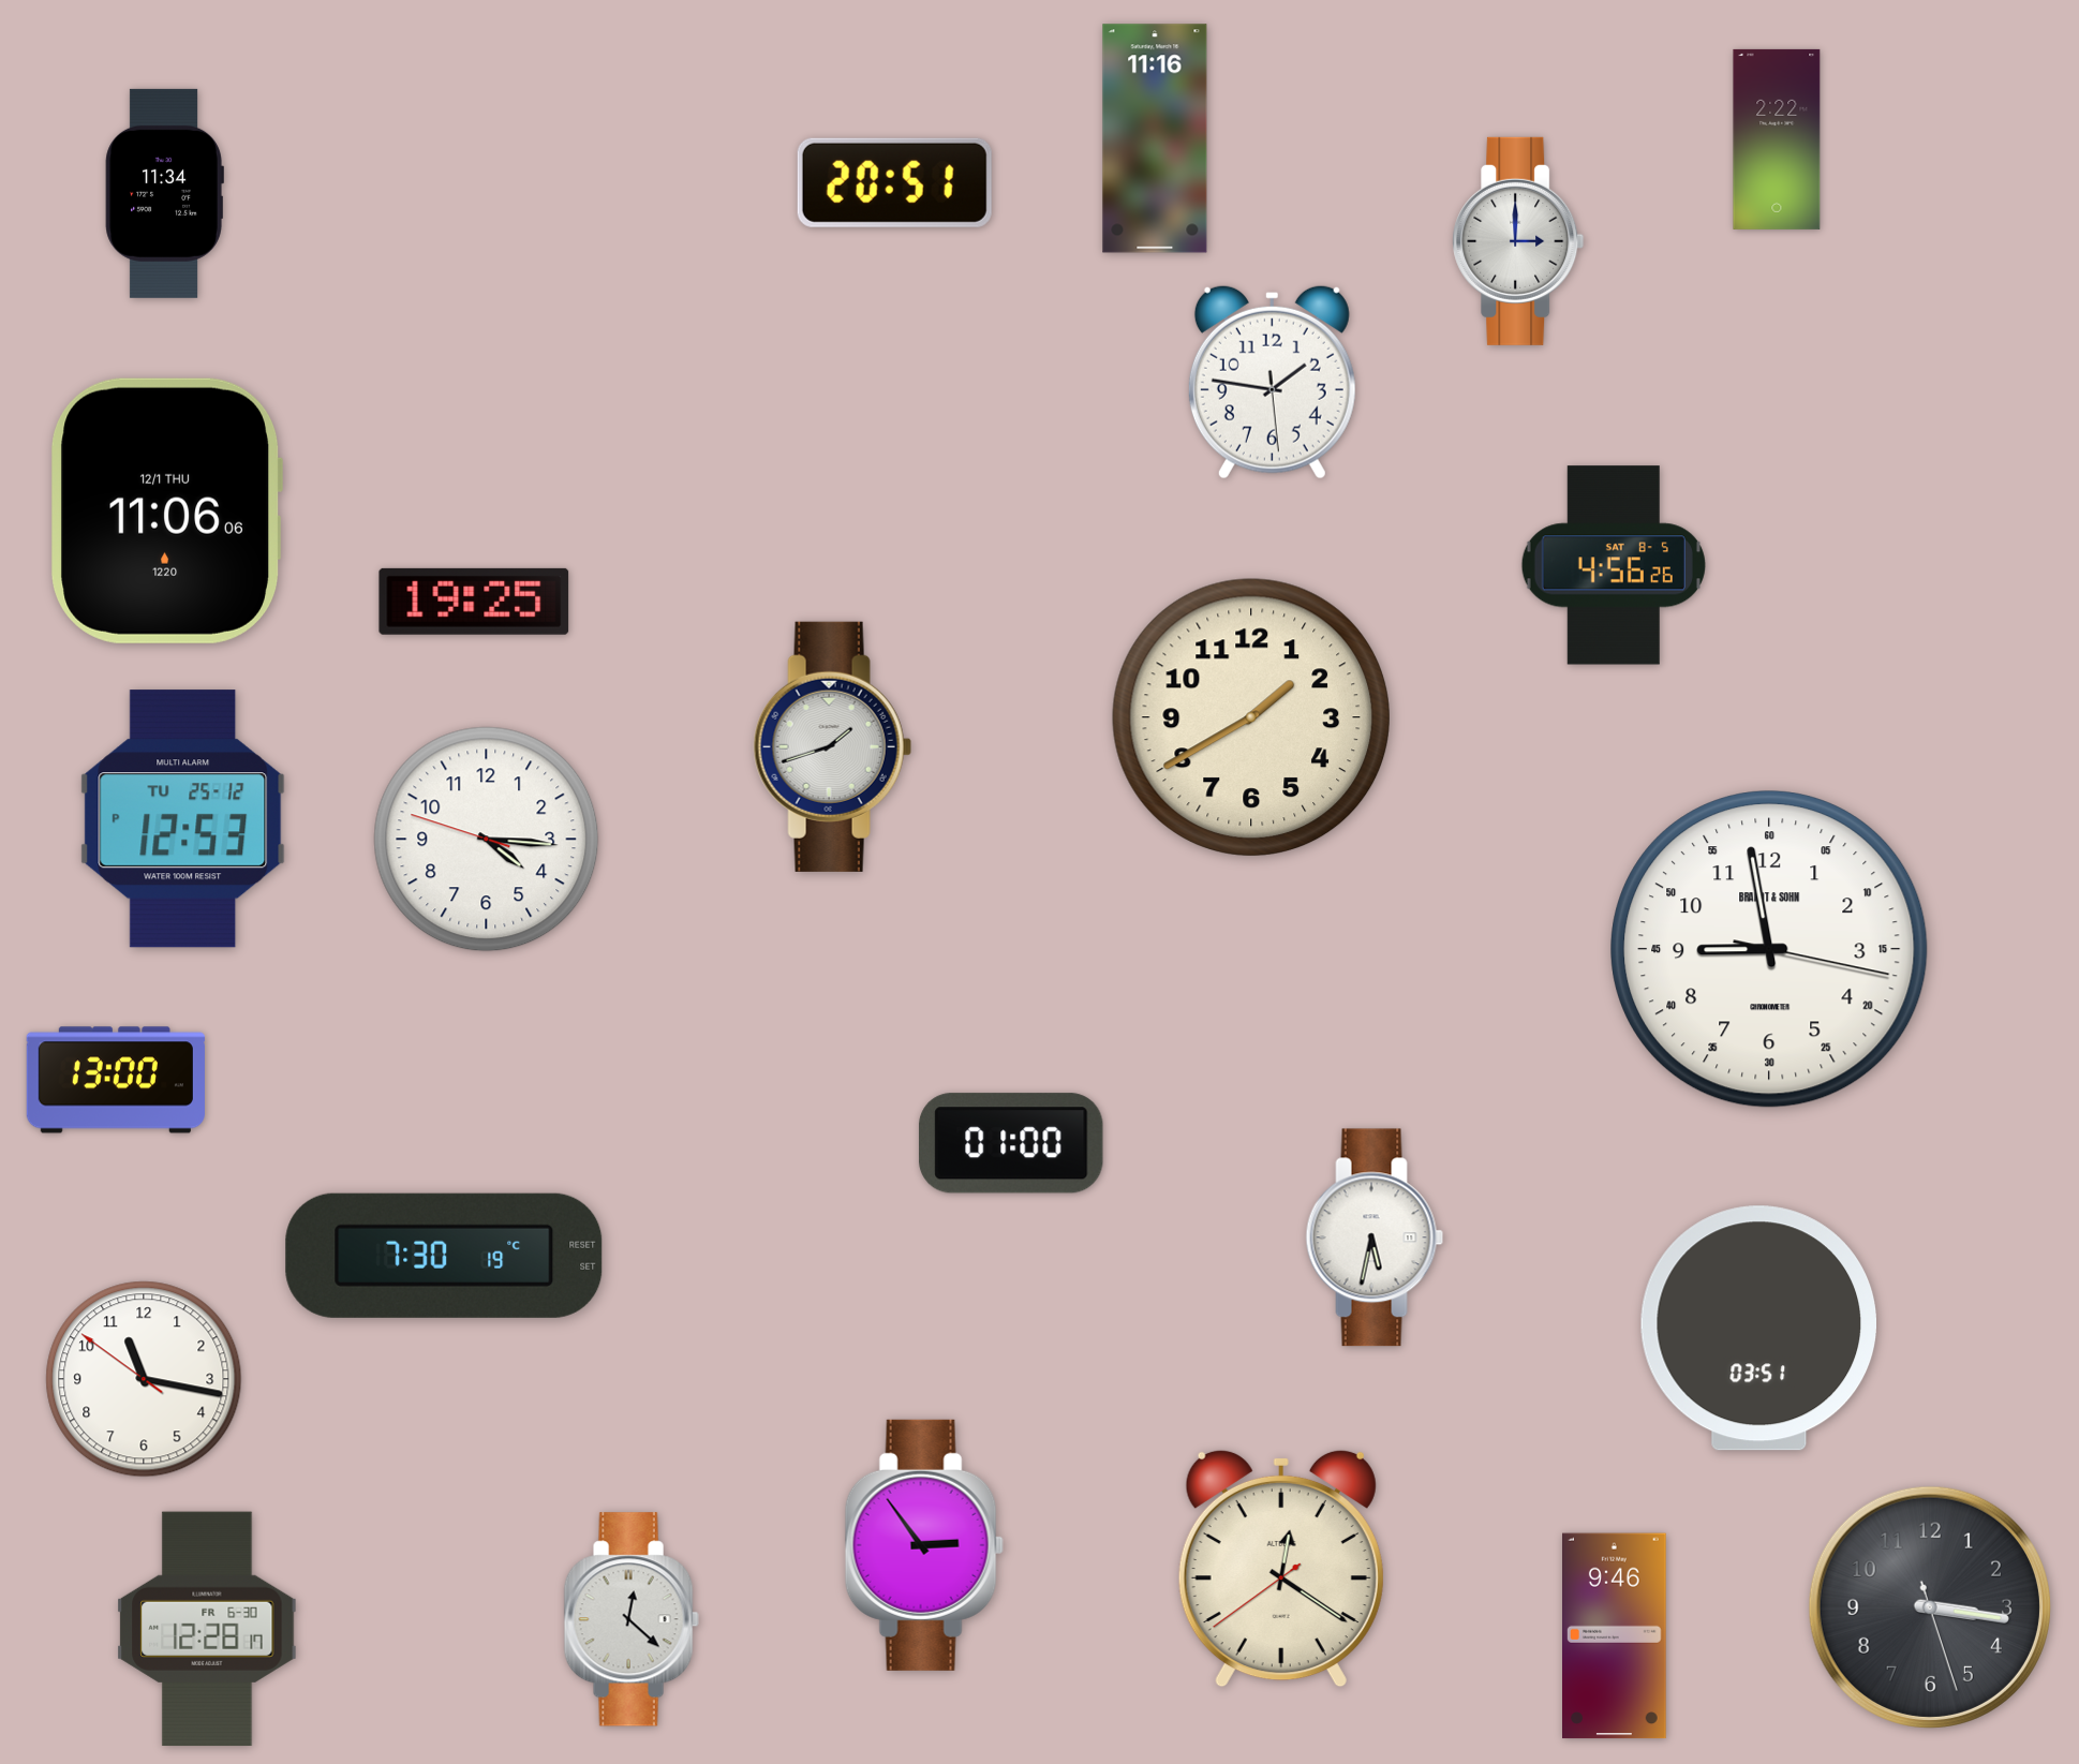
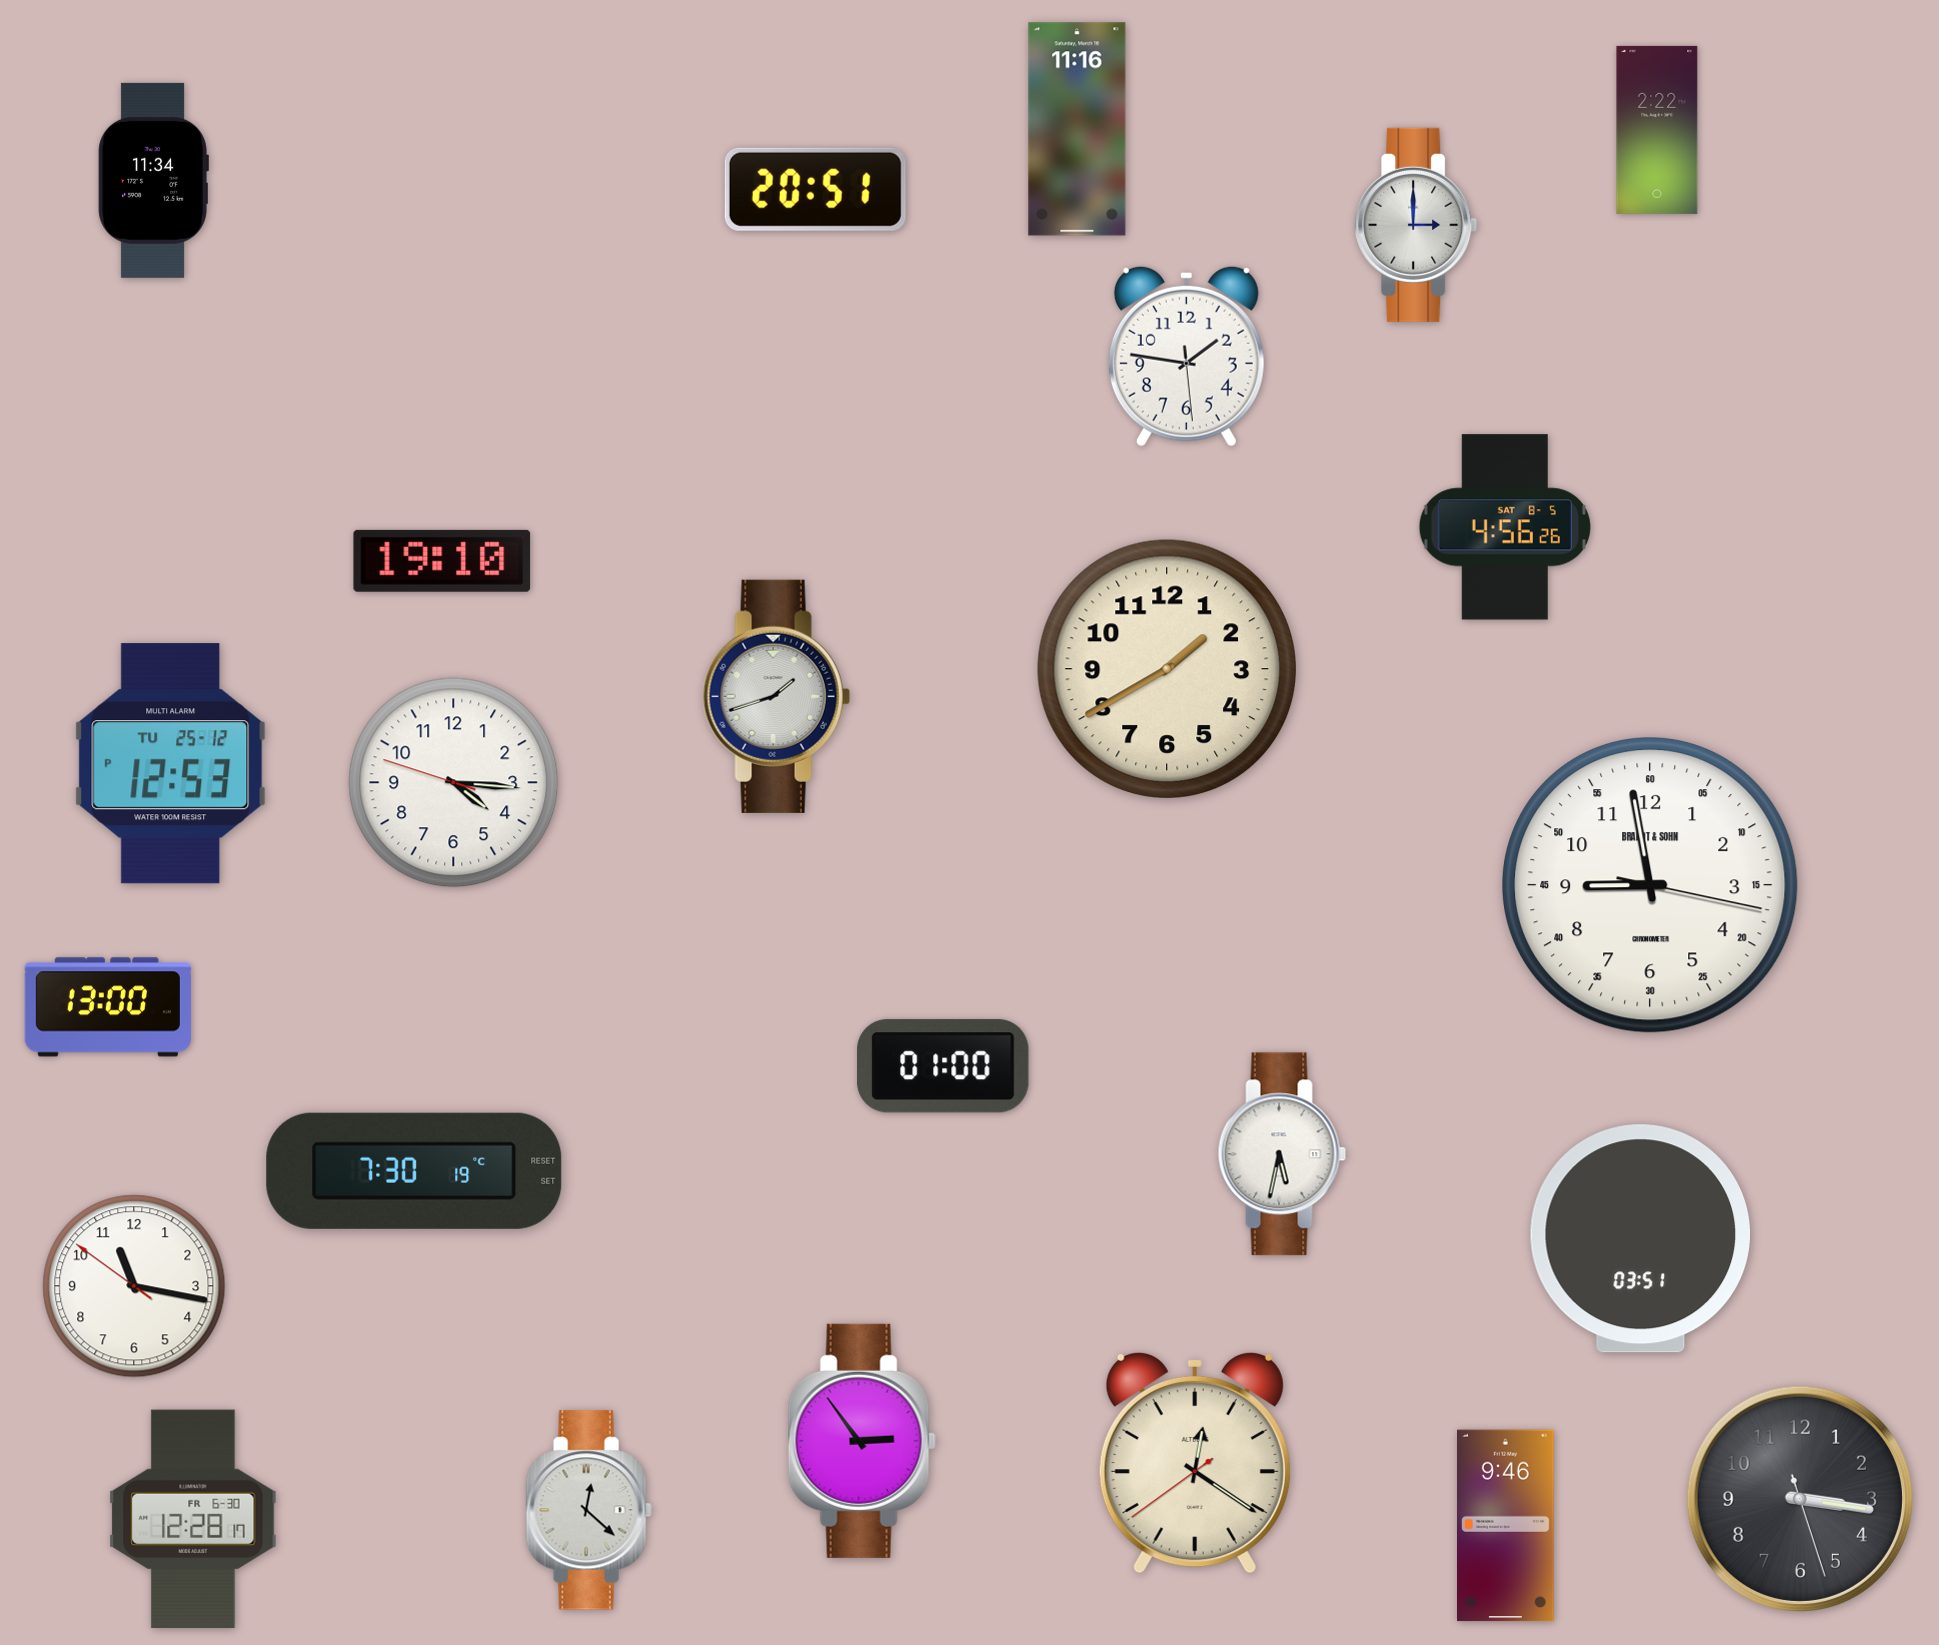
clock at (894, 182) position: (894, 182) -> (815, 189)
clock at (166, 510): 11:06 -> none
clock at (474, 602): 19:25 -> 19:10
